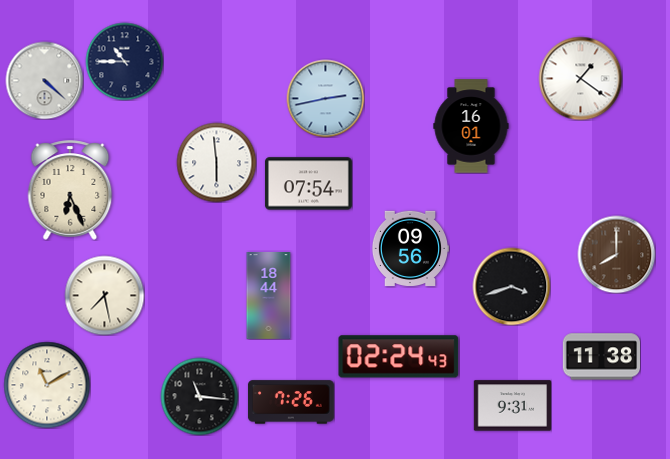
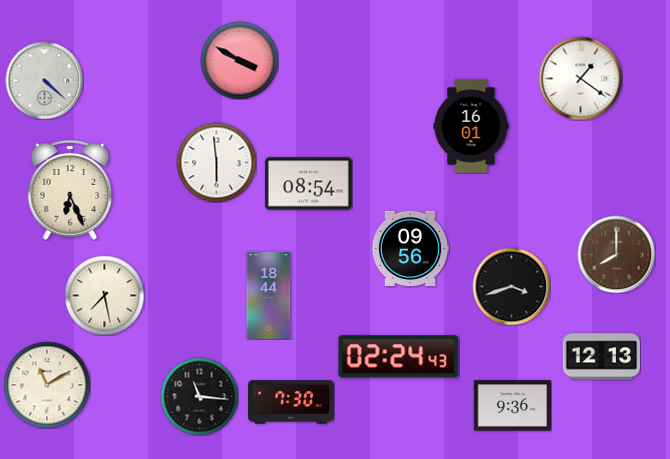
clock at (239, 60): none -> 3:50
clock at (124, 61): 10:45 -> none
clock at (325, 98): 2:43 -> none
clock at (309, 184): 07:54 -> 08:54
clock at (601, 357): 11:38 -> 12:13
clock at (291, 402): 7:26 -> 7:30
clock at (512, 406): 9:31 -> 9:36
